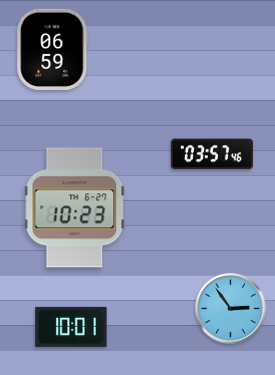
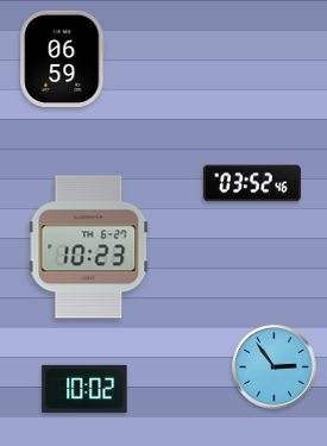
clock at (212, 154): 03:57 -> 03:52
clock at (71, 327): 10:01 -> 10:02
